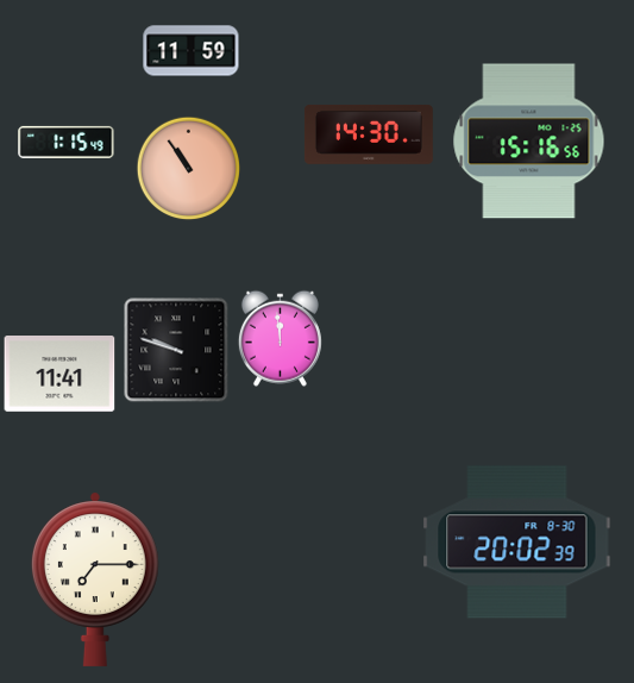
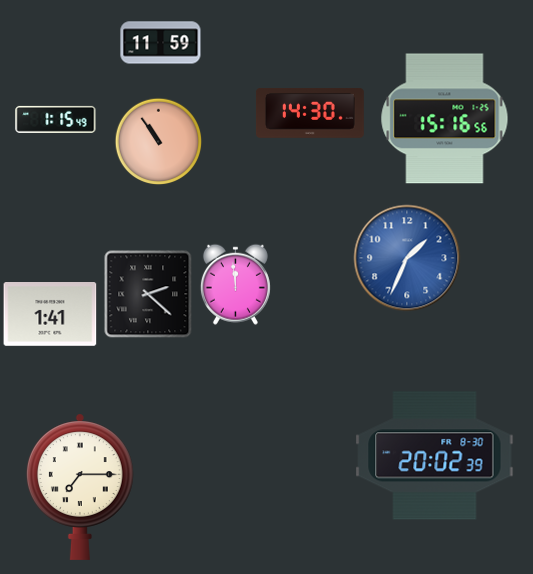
clock at (407, 258): none -> 1:34
clock at (176, 350): 9:48 -> 2:22
clock at (59, 375): 11:41 -> 1:41
